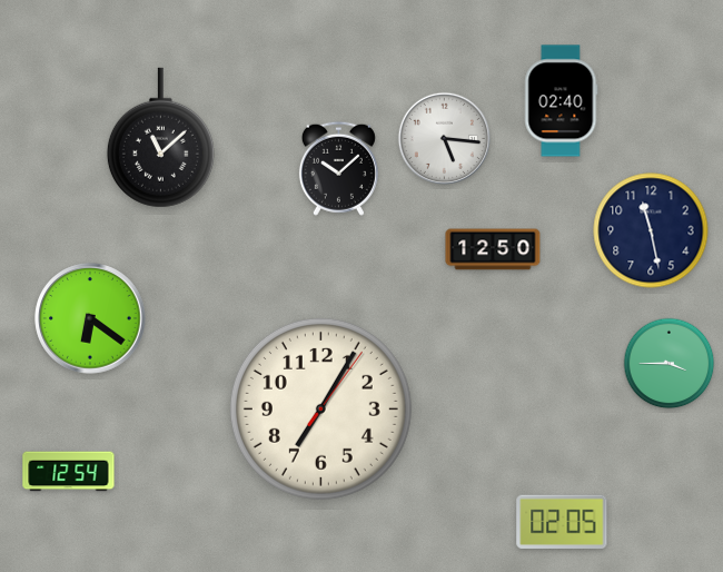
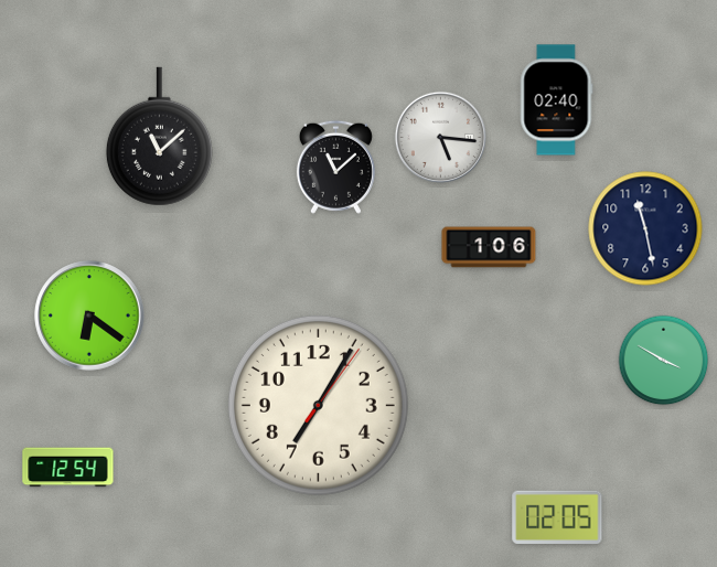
clock at (338, 168): 10:08 -> 11:08
clock at (493, 249): 12:50 -> 1:06
clock at (670, 364): 3:45 -> 3:50
